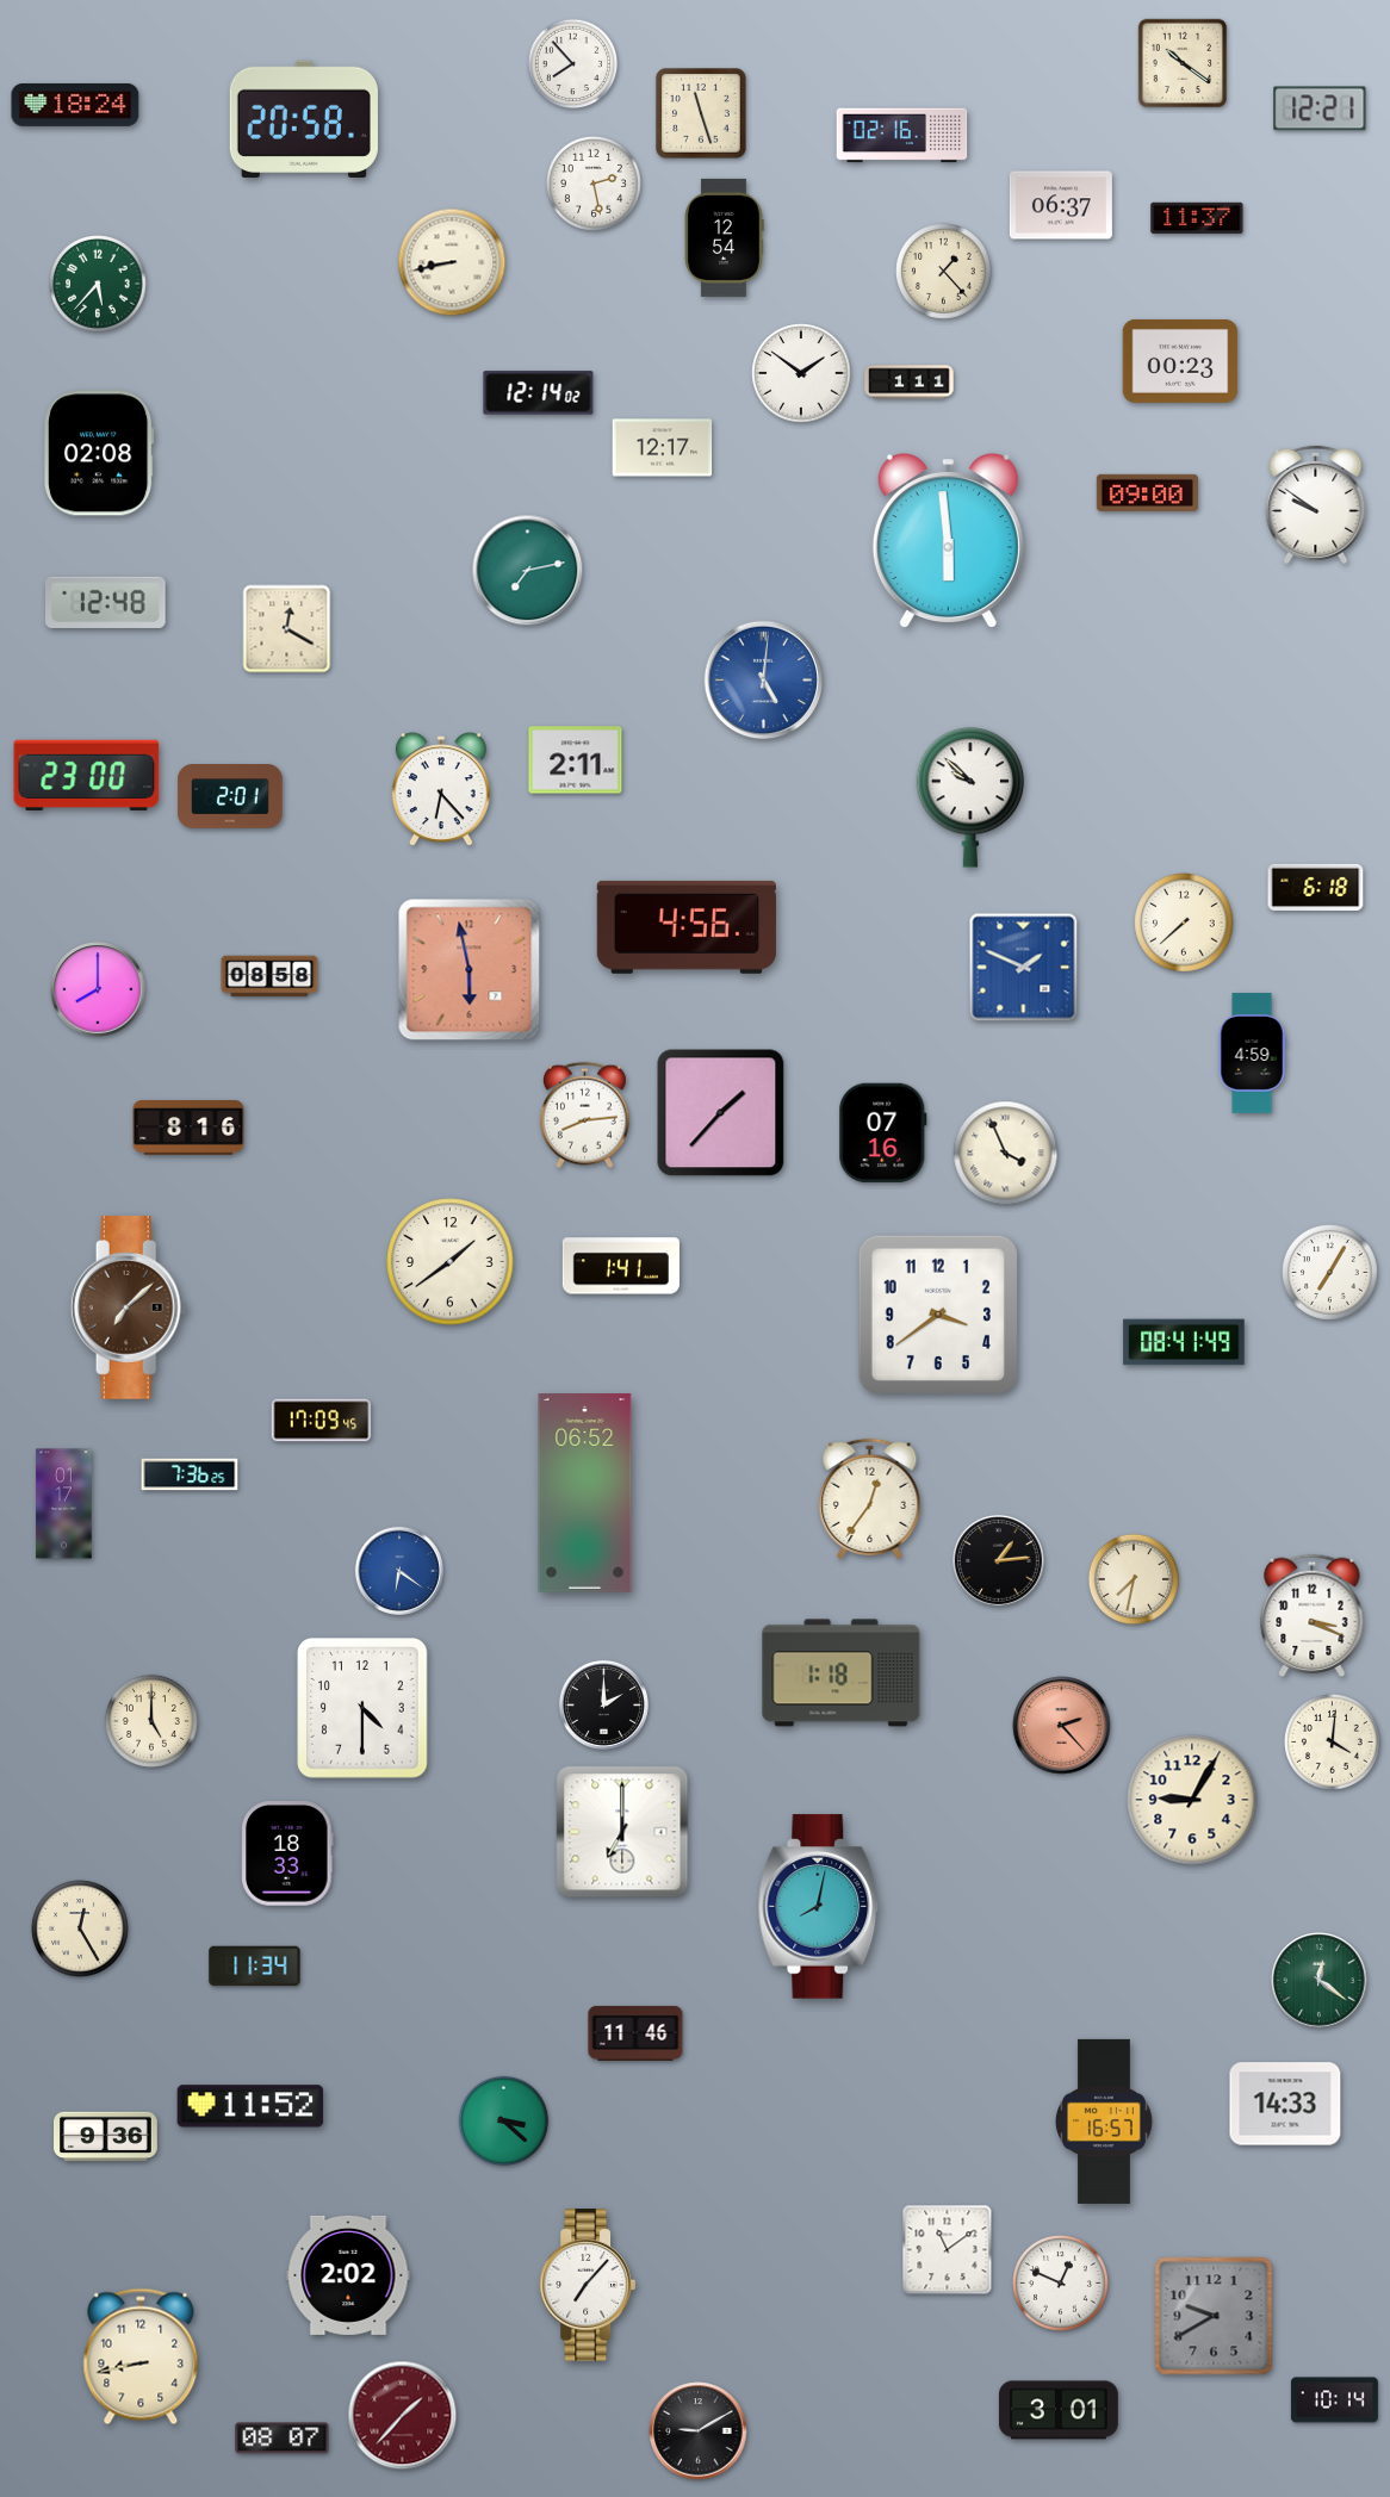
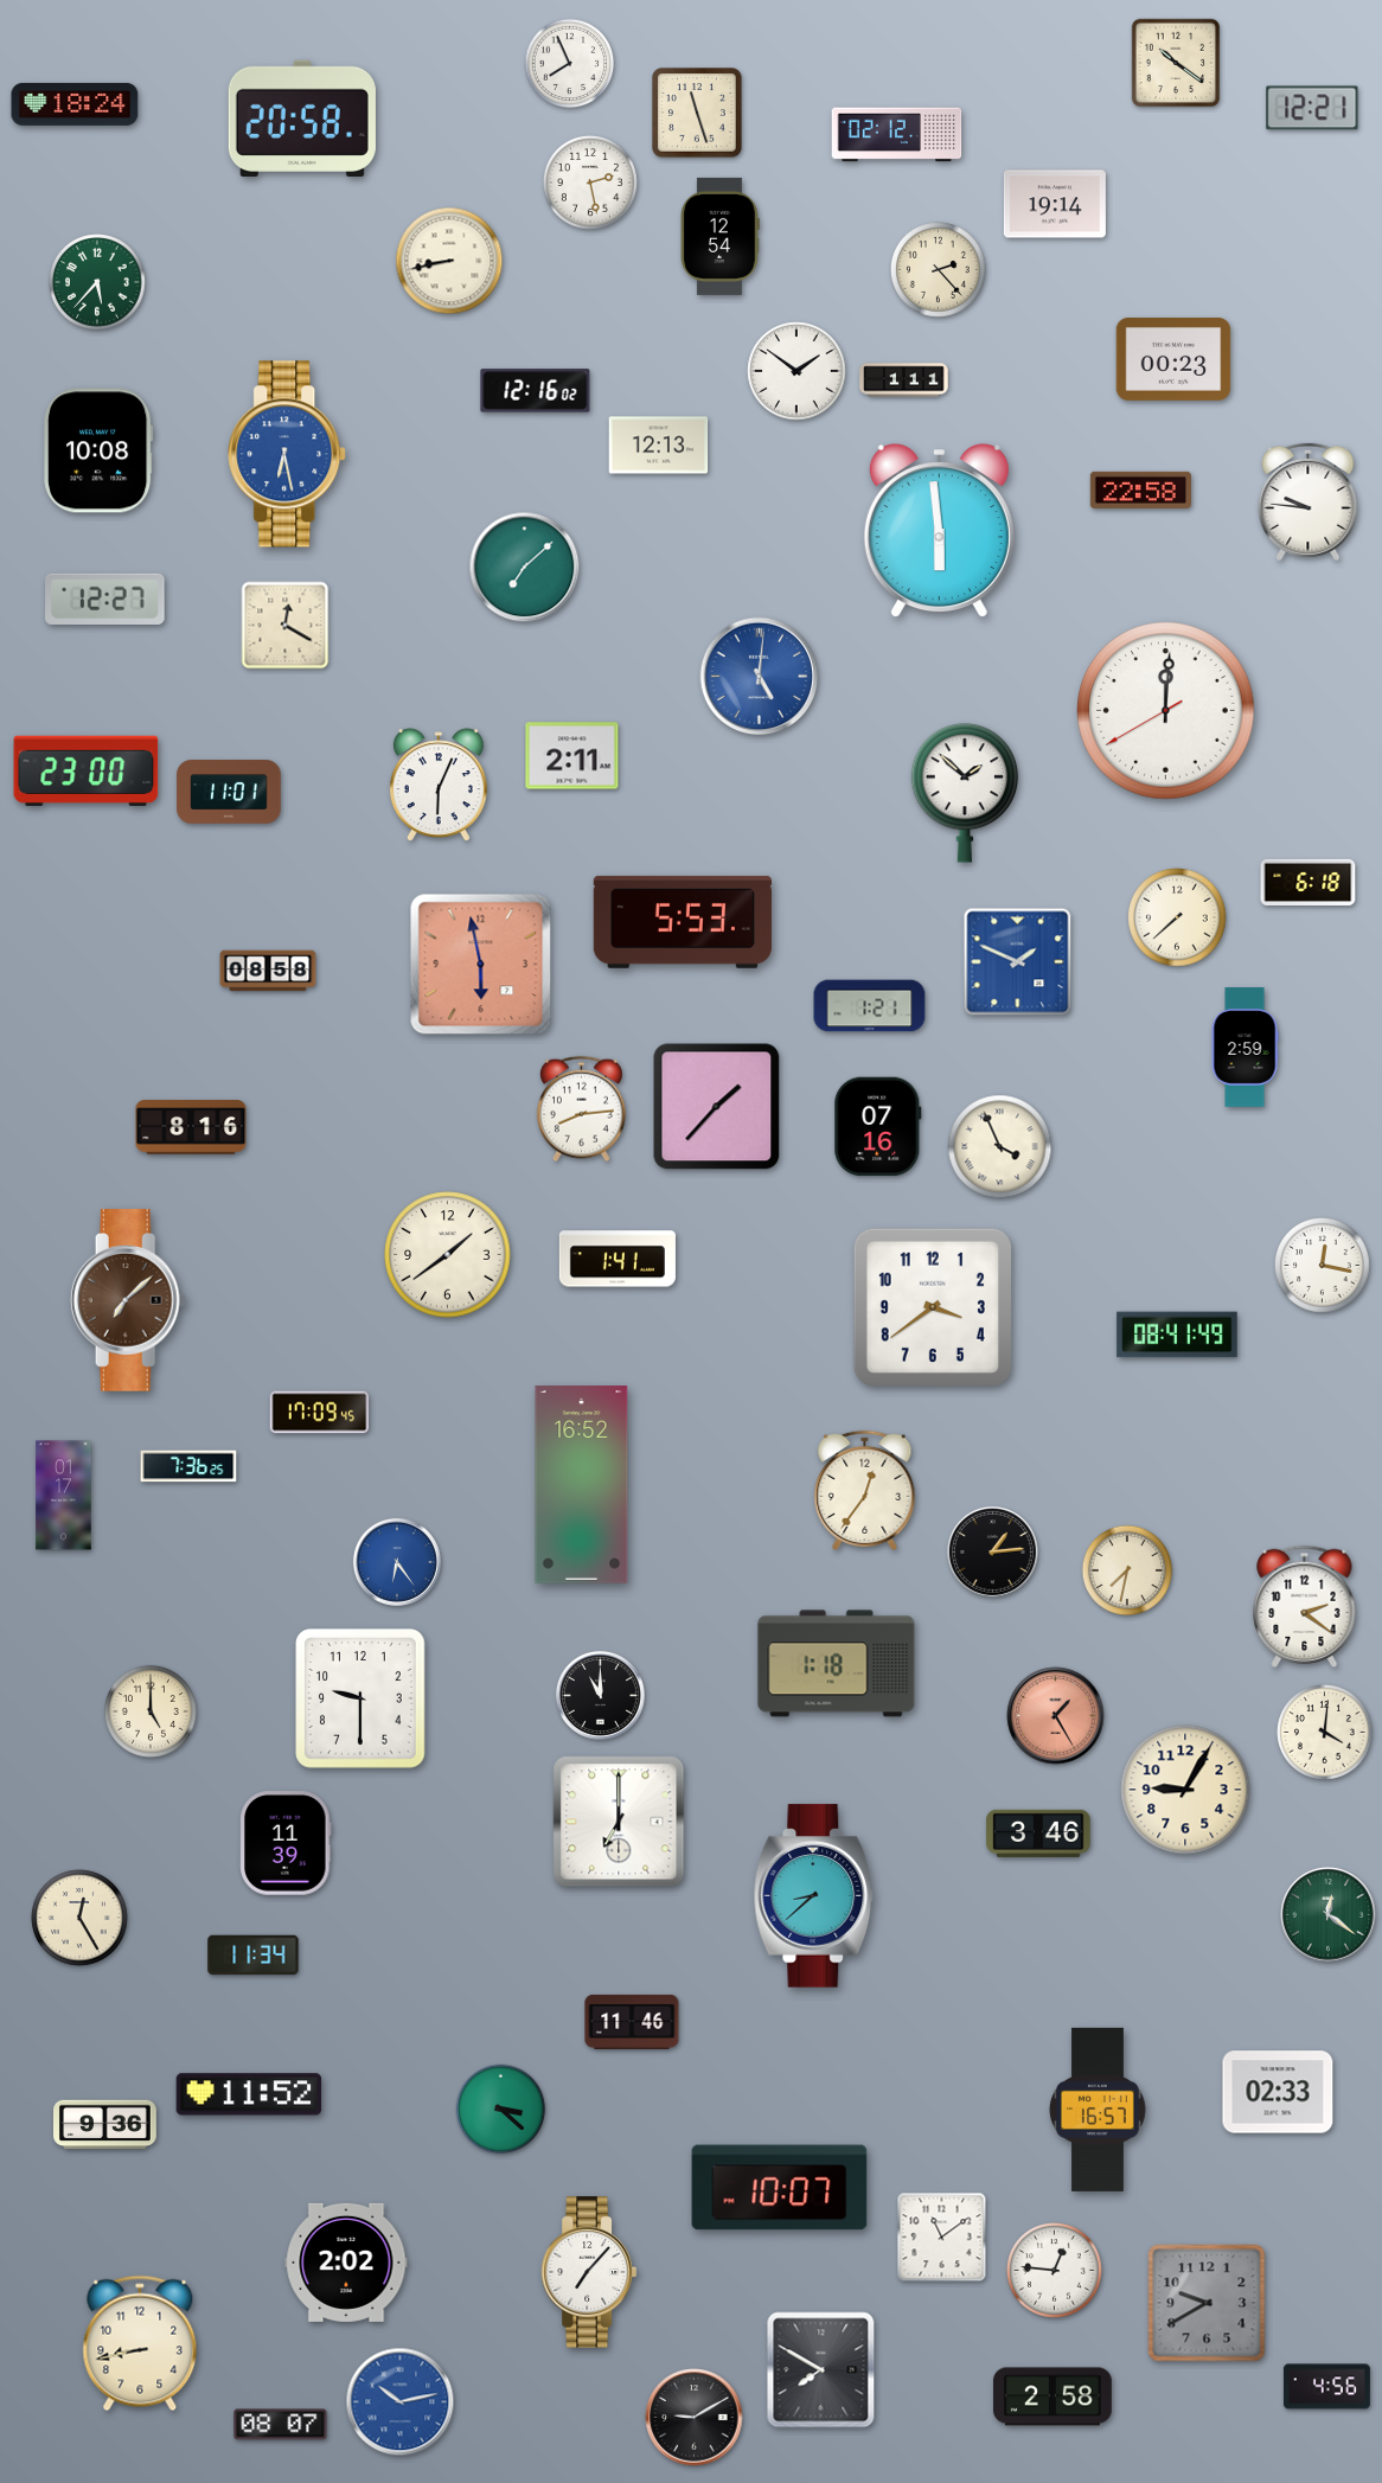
clock at (573, 64): 7:53 -> 7:56
clock at (902, 136): 02:16 -> 02:12
clock at (1061, 205): 06:37 -> 19:14
clock at (1197, 218): 11:37 -> none
clock at (944, 272): 1:23 -> 2:23
clock at (539, 393): 12:14 -> 12:16
clock at (663, 448): 12:17 -> 12:13
clock at (99, 453): 02:08 -> 10:08
clock at (288, 454): none -> 6:28
clock at (1147, 492): 09:00 -> 22:58
clock at (1316, 504): 9:51 -> 9:46
clock at (948, 541) position: (948, 541) -> (939, 531)
clock at (528, 571): 7:13 -> 7:08
clock at (106, 602): 12:48 -> 12:27
clock at (1166, 711): none -> 12:00
clock at (441, 790): 6:23 -> 6:04
clock at (230, 796): 2:01 -> 11:01
clock at (970, 799): 9:52 -> 1:52
clock at (687, 927): 4:56 -> 5:53
clock at (470, 970) position: (470, 970) -> (481, 965)
clock at (98, 989): 8:00 -> none
clock at (870, 1006): none -> 1:21
clock at (1252, 1054): 4:59 -> 2:59
clock at (188, 1128) position: (188, 1128) -> (191, 1127)
clock at (1330, 1273): 7:05 -> 12:17
clock at (585, 1493): 06:52 -> 16:52
clock at (399, 1571): 6:21 -> 6:24
clock at (1313, 1616): 3:19 -> 2:21
clock at (603, 1704): 2:00 -> 11:00
clock at (362, 1708): 4:30 -> 9:30
clock at (1062, 1726): 2:23 -> 1:25
clock at (1038, 1834): none -> 3:46
clock at (287, 1853): 18:33 -> 11:39
clock at (819, 1907): 8:02 -> 8:38
clock at (1320, 1981) position: (1320, 1981) -> (1329, 1915)
clock at (1285, 2104): 14:33 -> 02:33
clock at (780, 2188): none -> 10:07
clock at (1061, 2284): 12:49 -> 12:46
clock at (587, 2285) position: (587, 2285) -> (588, 2272)
clock at (821, 2370): none -> 7:50
clock at (1334, 2400): 10:14 -> 4:56
clock at (1059, 2410): 3:01 -> 2:58
clock at (403, 2416): 1:37 -> 10:13
clock at (403, 2416) dial: burgundy -> blue
